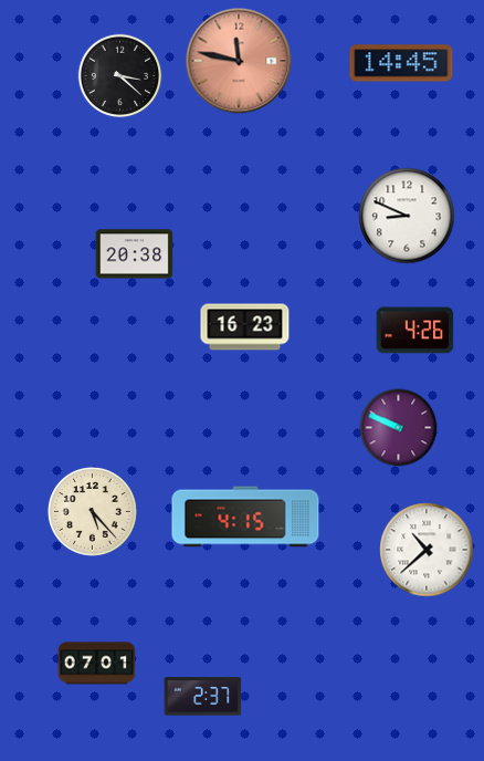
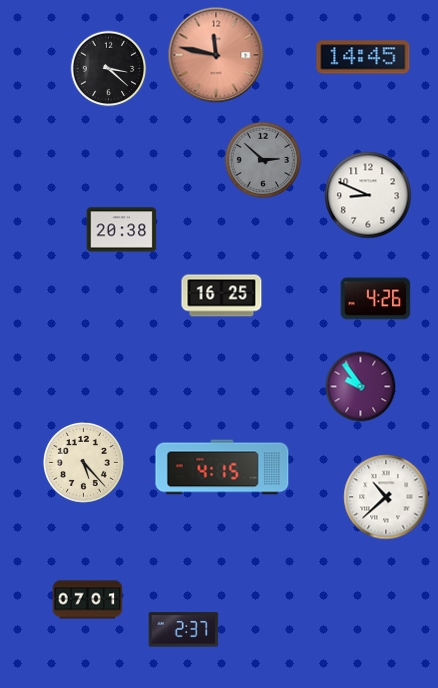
clock at (263, 160): none -> 2:52
clock at (245, 327): 16:23 -> 16:25
clock at (399, 428): 9:49 -> 9:54
